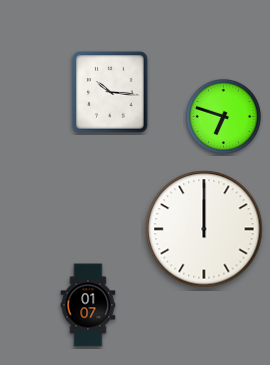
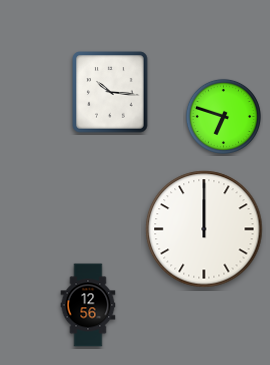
clock at (88, 305): 01:07 -> 12:56
